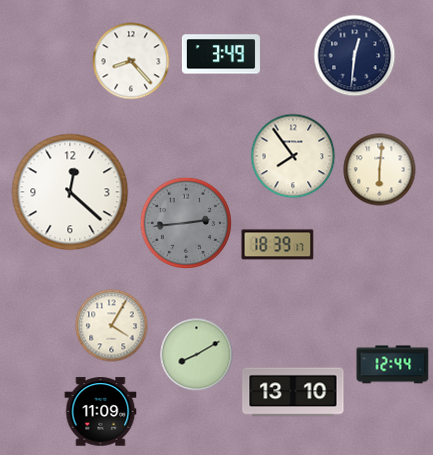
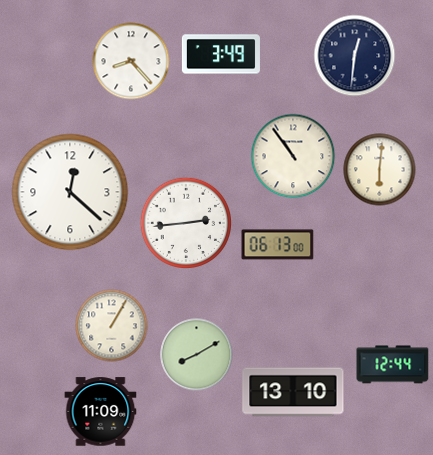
clock at (293, 156): 7:54 -> 10:54
clock at (186, 223) dial: grey -> white
clock at (278, 245): 18:39 -> 06:13
clock at (112, 326): 4:05 -> 1:05
